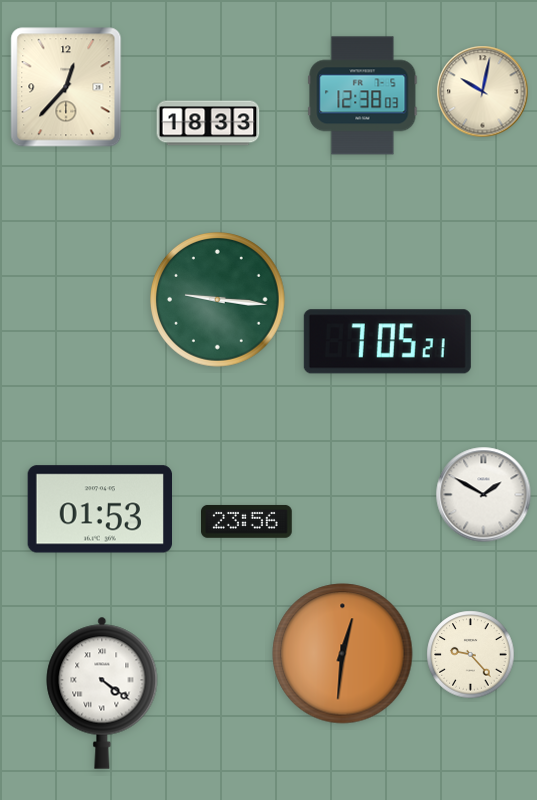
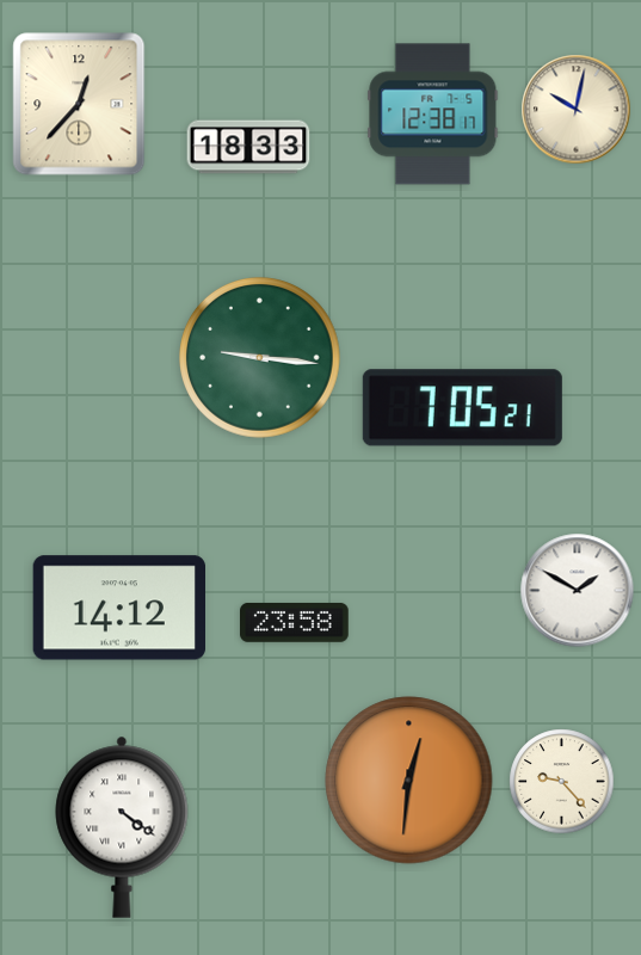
clock at (363, 96): 12:38:03 -> 12:38:17
clock at (99, 509): 01:53 -> 14:12
clock at (247, 521): 23:56 -> 23:58
